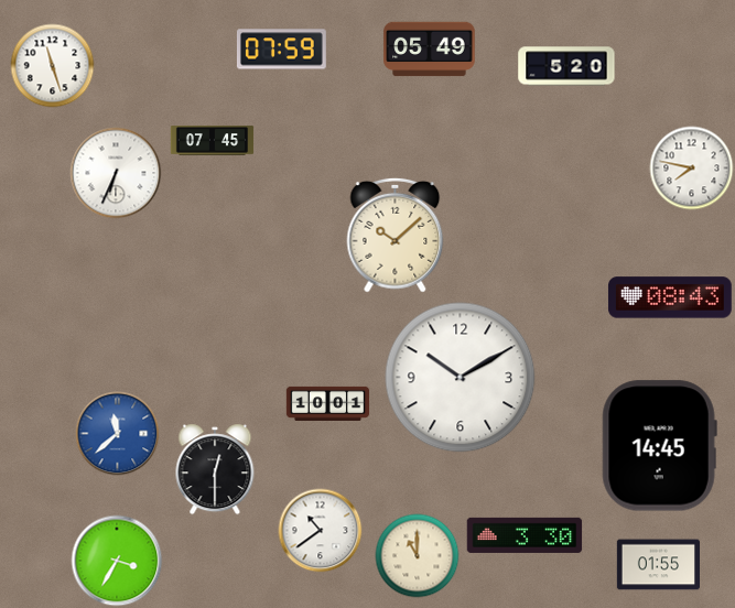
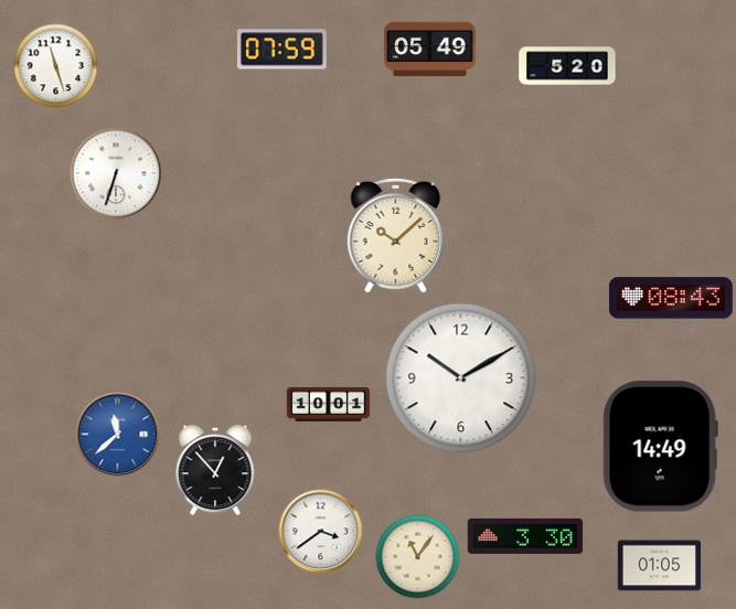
clock at (53, 66) position: (53, 66) -> (56, 66)
clock at (213, 141): 07:45 -> none
clock at (692, 169): 7:47 -> none
clock at (116, 173): 6:34 -> 6:33
clock at (659, 446): 14:45 -> 14:49
clock at (215, 469): 12:30 -> 12:53
clock at (321, 531): 10:39 -> 3:39
clock at (418, 556): 11:00 -> 11:06
clock at (117, 561): 3:35 -> none
clock at (658, 565): 01:55 -> 01:05
